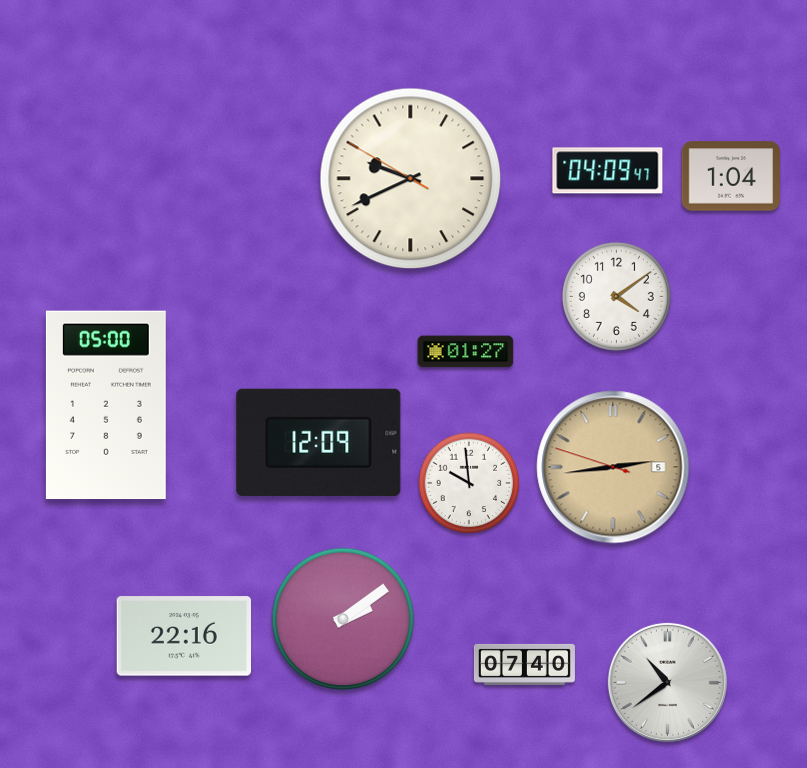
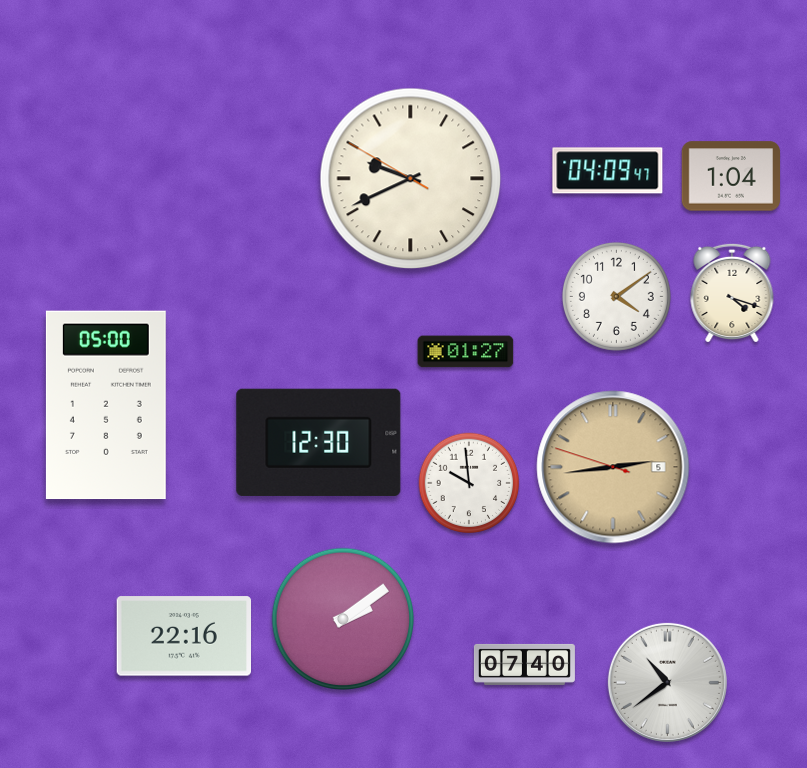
clock at (732, 292): none -> 4:18
clock at (319, 442): 12:09 -> 12:30
